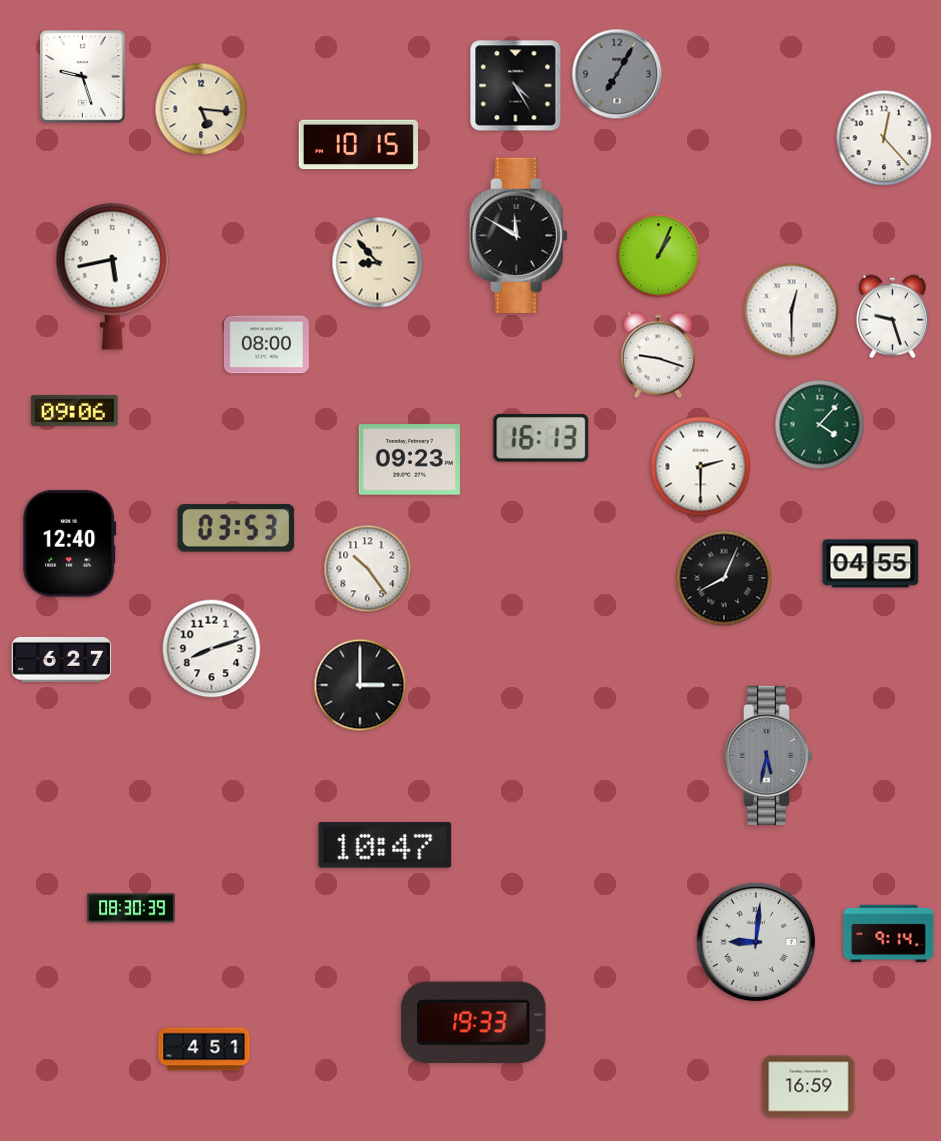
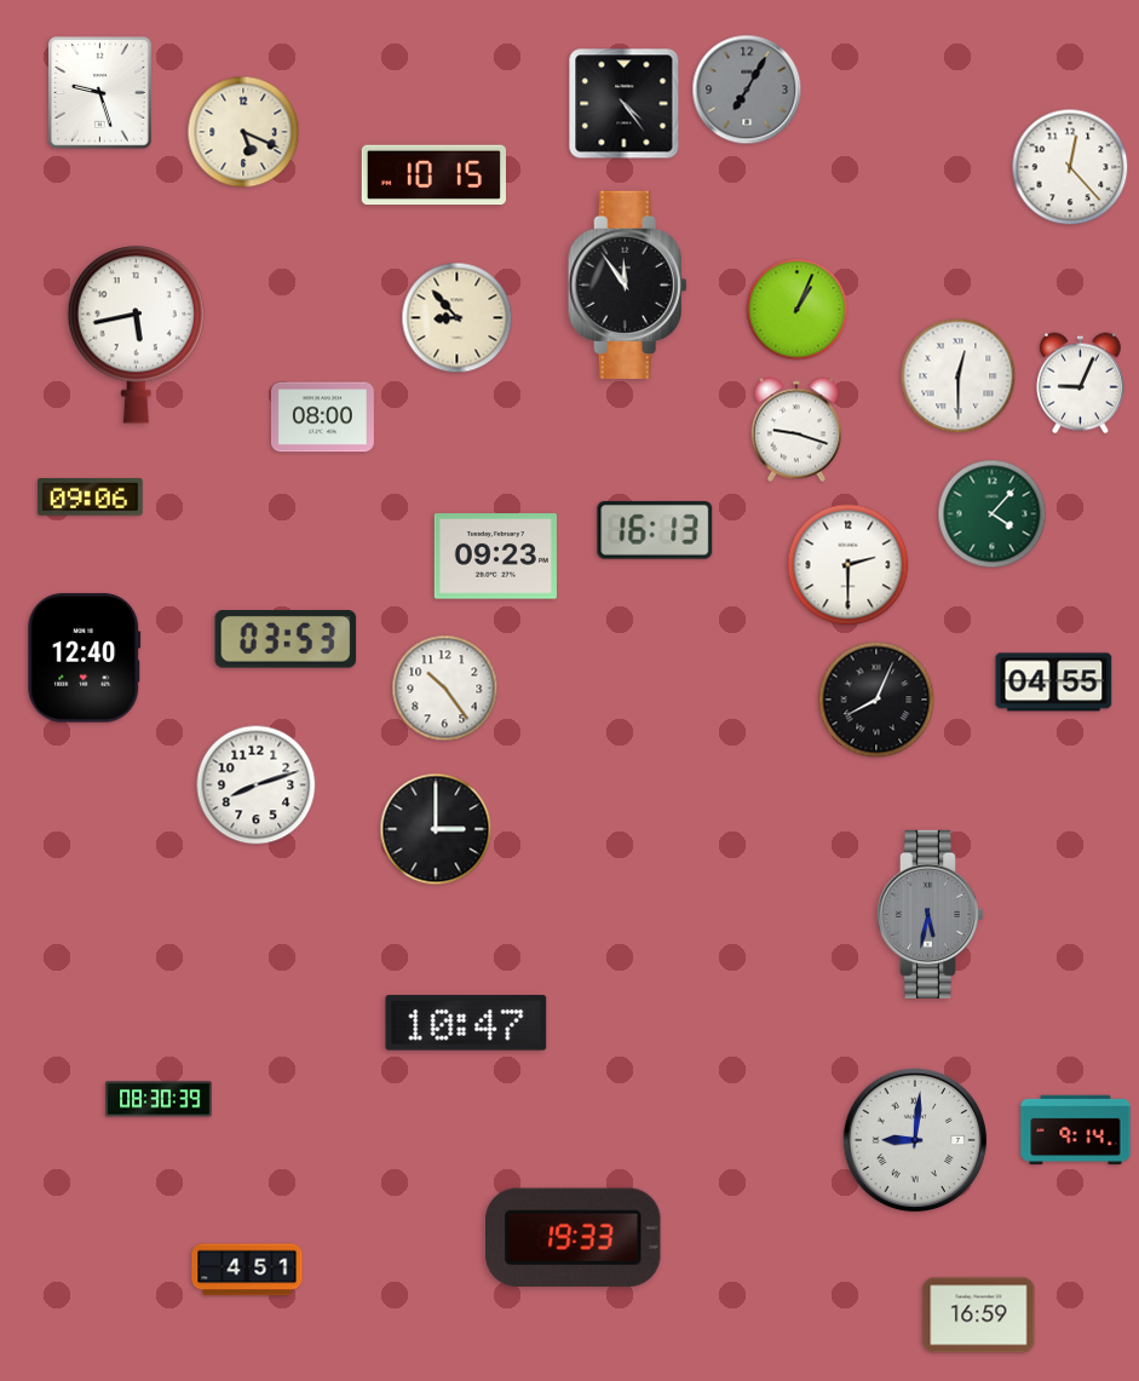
clock at (516, 86): 4:25 -> 4:24
clock at (201, 109): 5:16 -> 5:19
clock at (518, 235): 11:50 -> 11:54
clock at (892, 317): 9:27 -> 9:04
clock at (62, 659): 6:27 -> none
